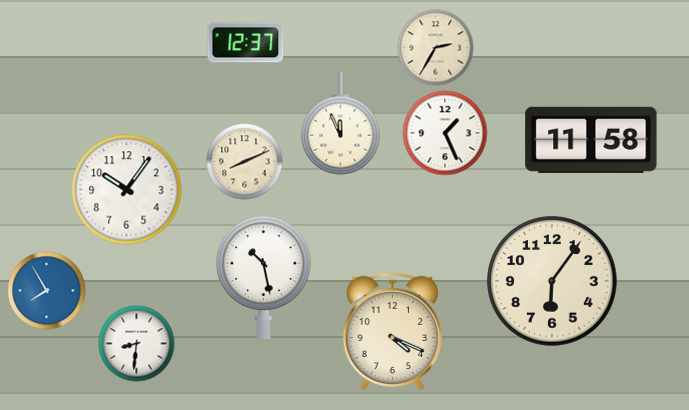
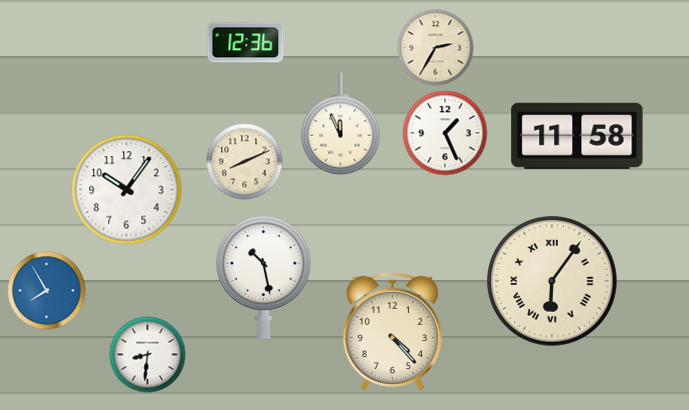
clock at (246, 43): 12:37 -> 12:36
clock at (591, 140) position: (591, 140) -> (577, 136)
clock at (552, 281) numerals: Arabic -> Roman
clock at (392, 331): 4:19 -> 4:23
clock at (137, 344) position: (137, 344) -> (148, 355)
